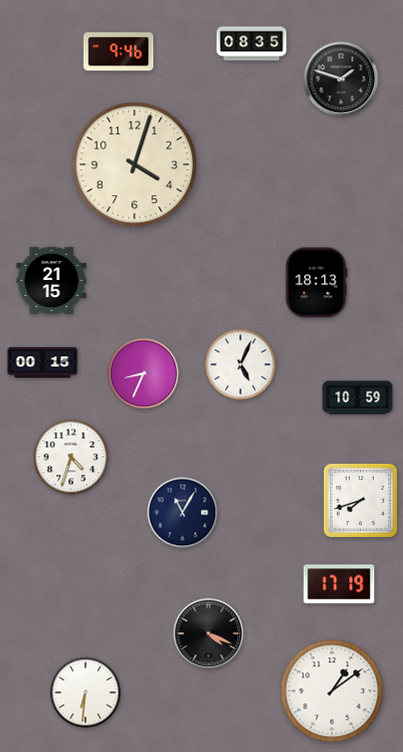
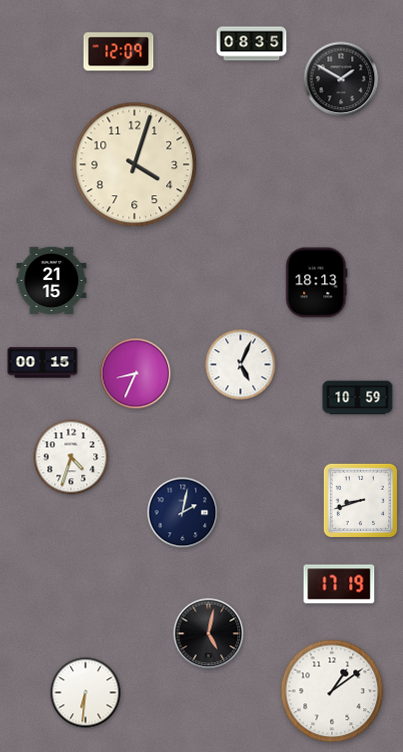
clock at (119, 52): 9:46 -> 12:09
clock at (341, 79): 1:48 -> 1:50
clock at (144, 374) position: (144, 374) -> (136, 374)
clock at (361, 501): 7:42 -> 8:42
clock at (183, 513): 11:05 -> 2:02
clock at (209, 634): 4:19 -> 5:02
